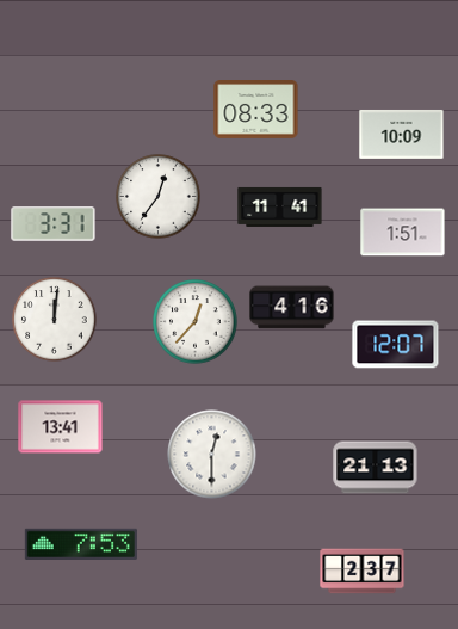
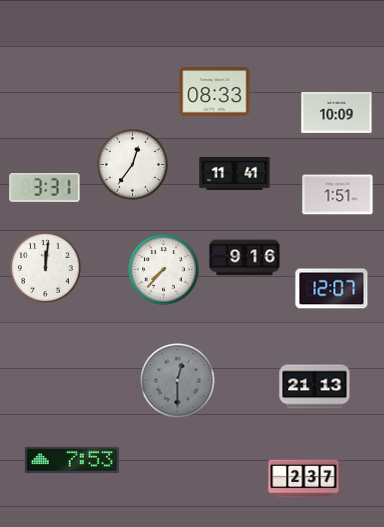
clock at (292, 308): 4:16 -> 9:16
clock at (196, 322): 12:37 -> 7:37
clock at (61, 427): 13:41 -> none
clock at (212, 455) dial: white -> grey
clock at (376, 468) position: (376, 468) -> (315, 387)
clock at (81, 544) position: (81, 544) -> (72, 460)
